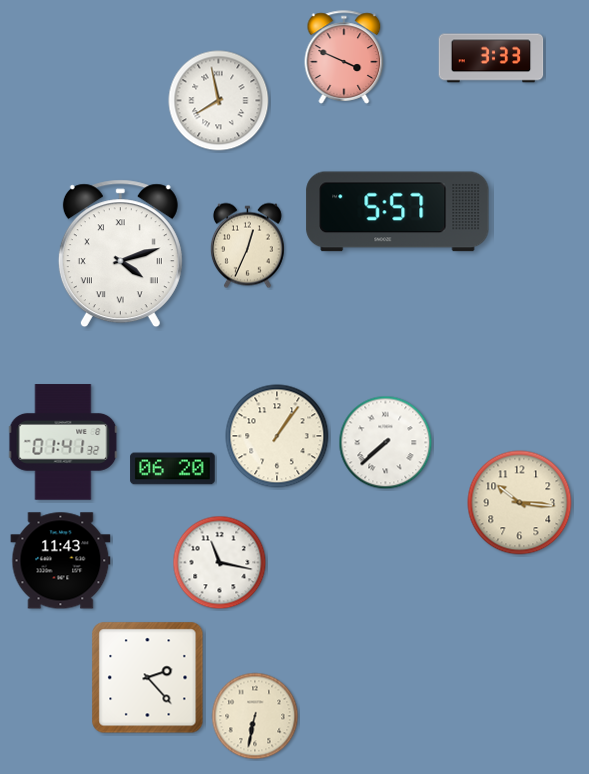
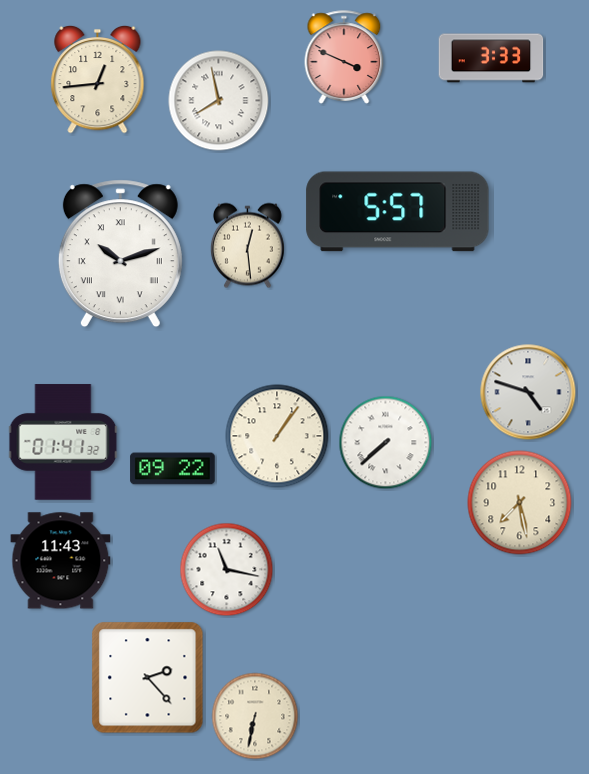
clock at (98, 79): none -> 12:44
clock at (247, 246): 12:34 -> 12:29
clock at (120, 254): 4:12 -> 10:12
clock at (528, 392): none -> 4:48
clock at (173, 469): 06:20 -> 09:22
clock at (520, 503): 10:16 -> 7:28
clock at (220, 563) position: (220, 563) -> (227, 570)
